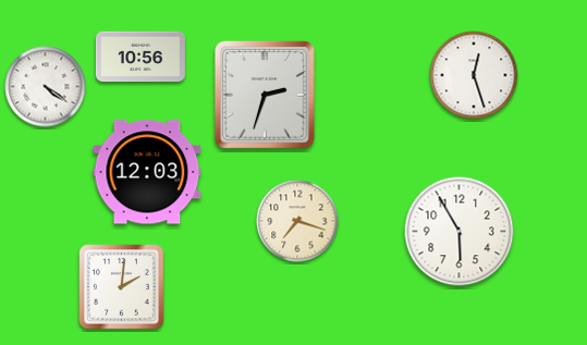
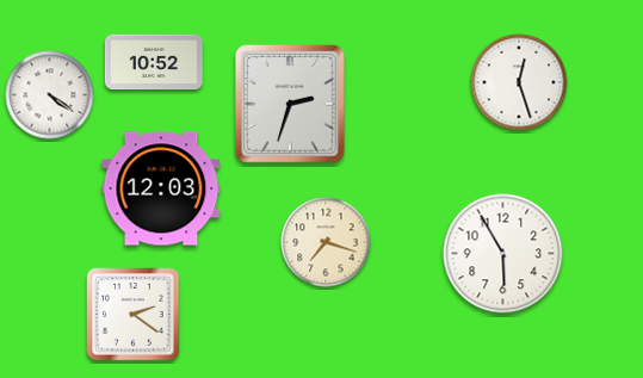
clock at (140, 57): 10:56 -> 10:52
clock at (122, 287): 2:01 -> 2:21
